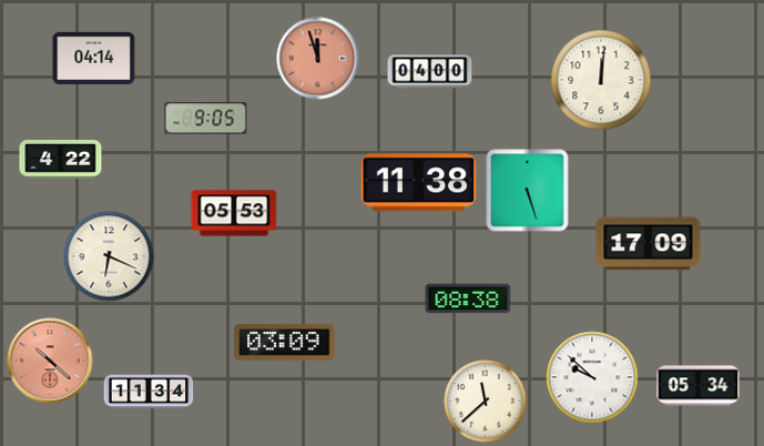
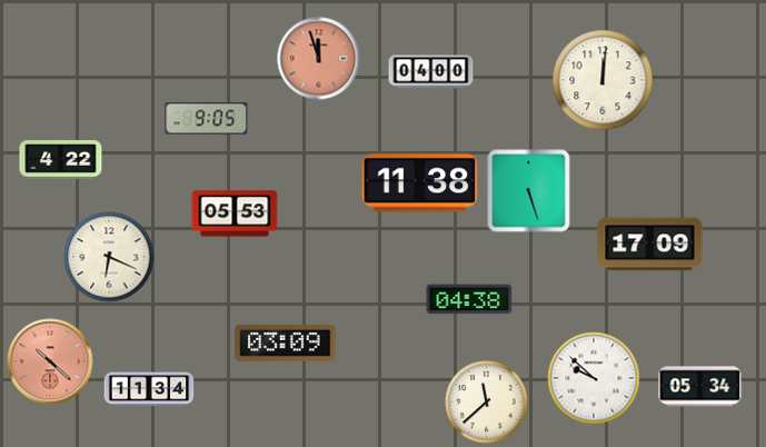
clock at (94, 58): 04:14 -> none
clock at (468, 298): 08:38 -> 04:38
clock at (149, 392) position: (149, 392) -> (149, 389)
